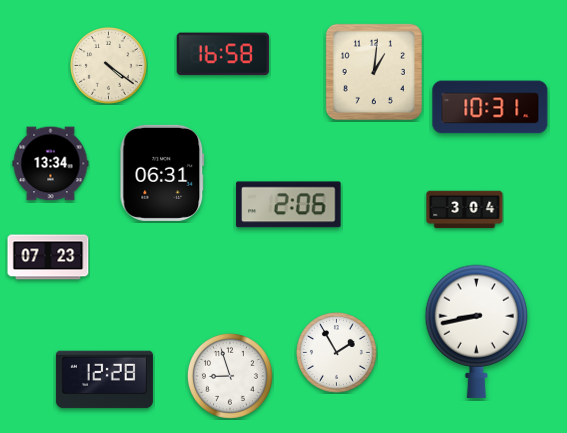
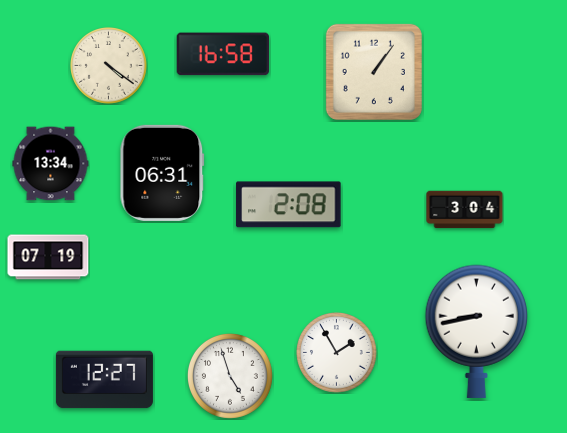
clock at (374, 72): 1:01 -> 1:06
clock at (490, 107): 10:31 -> none
clock at (289, 205): 2:06 -> 2:08
clock at (48, 257): 07:23 -> 07:19
clock at (230, 376): 8:57 -> 4:57
clock at (104, 380): 12:28 -> 12:27
